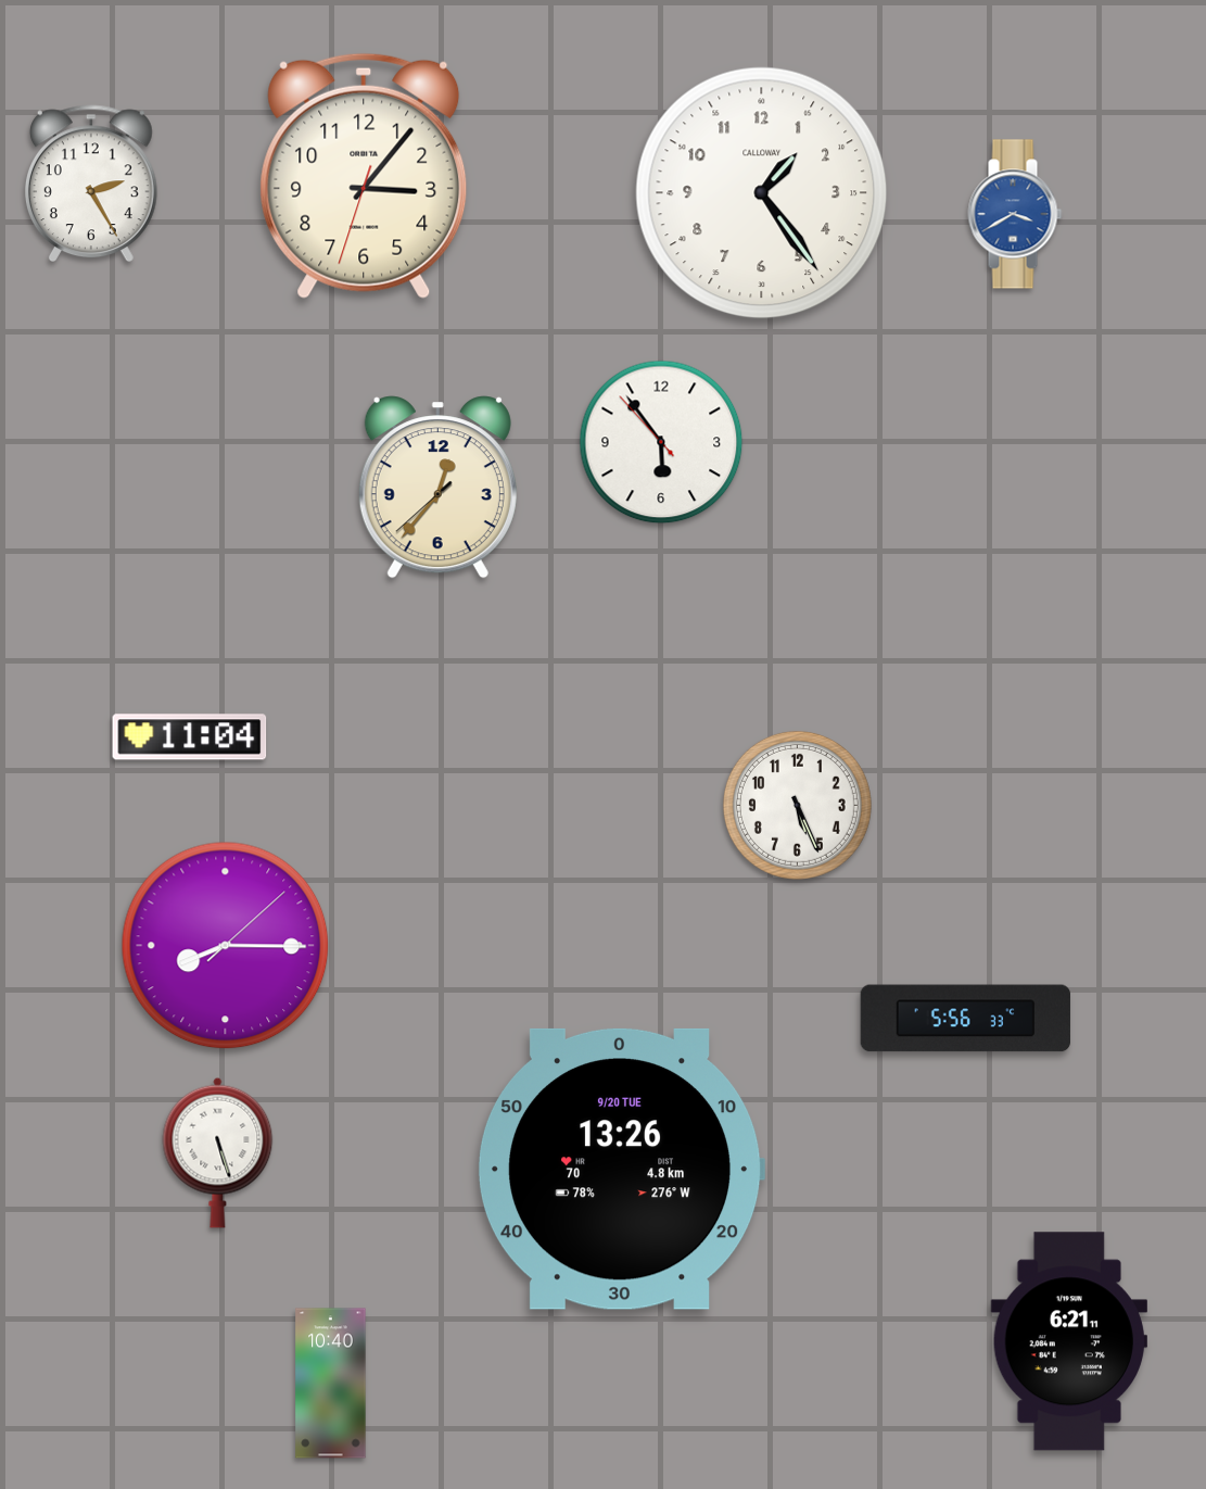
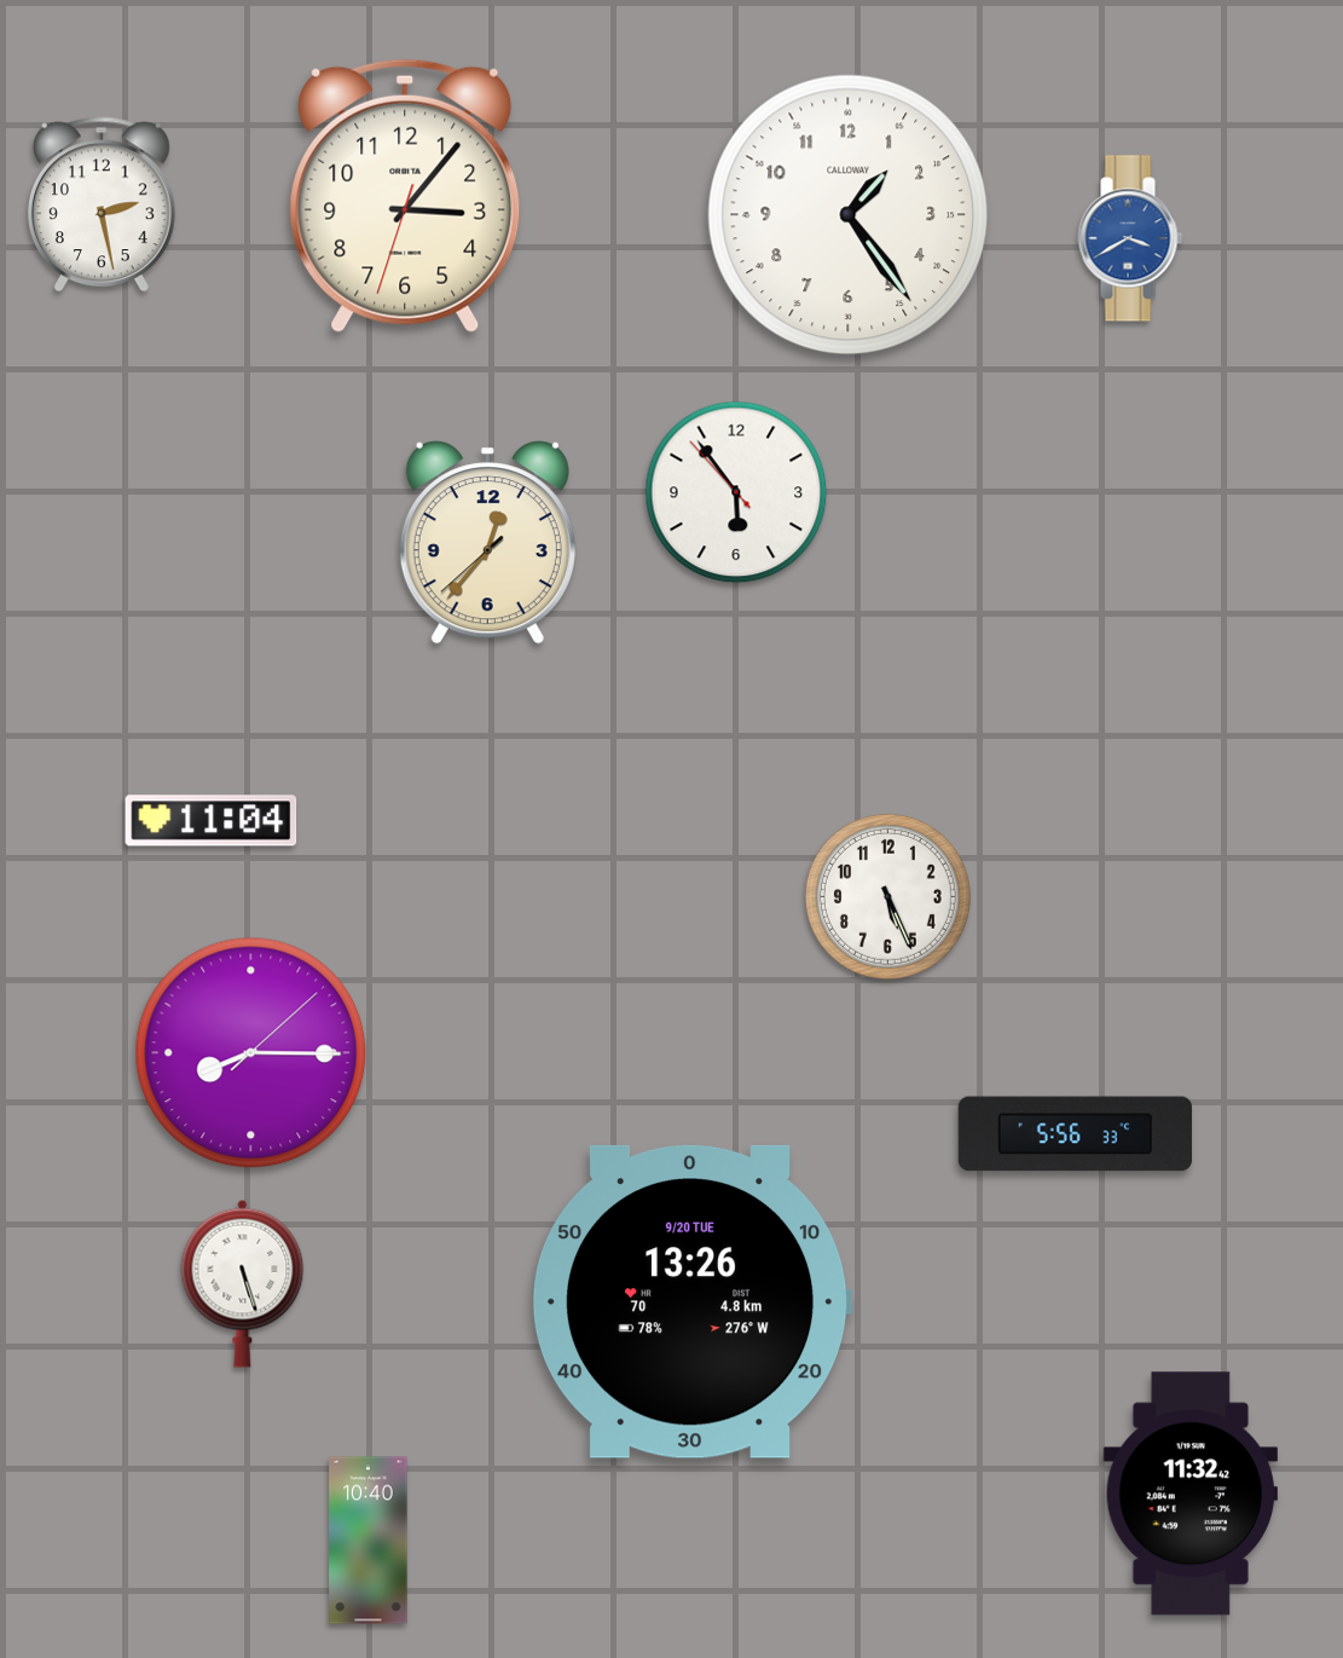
clock at (91, 184): 2:25 -> 2:28
clock at (1068, 1341): 6:21 -> 11:32
